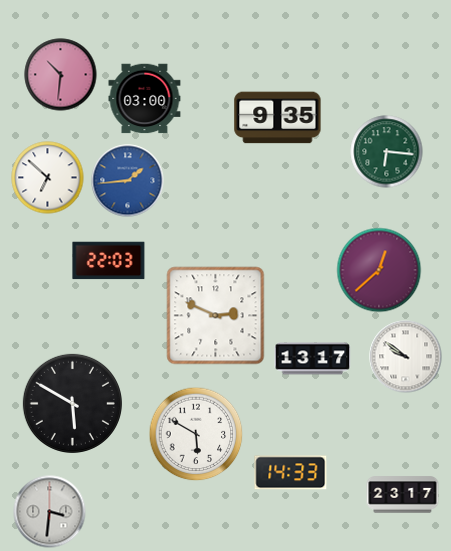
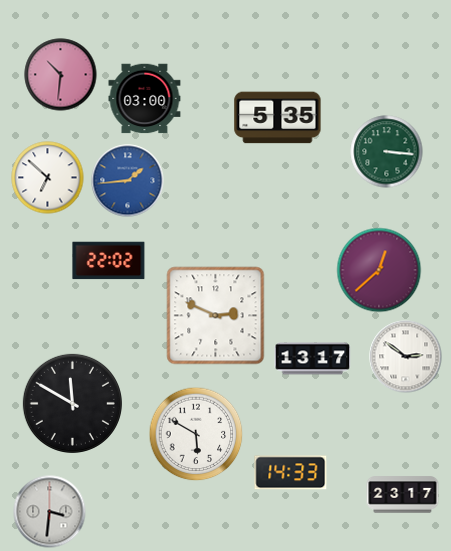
clock at (278, 118): 9:35 -> 5:35
clock at (387, 152): 6:16 -> 3:16
clock at (109, 261): 22:03 -> 22:02
clock at (406, 357): 9:51 -> 2:51
clock at (72, 403): 5:50 -> 11:50
